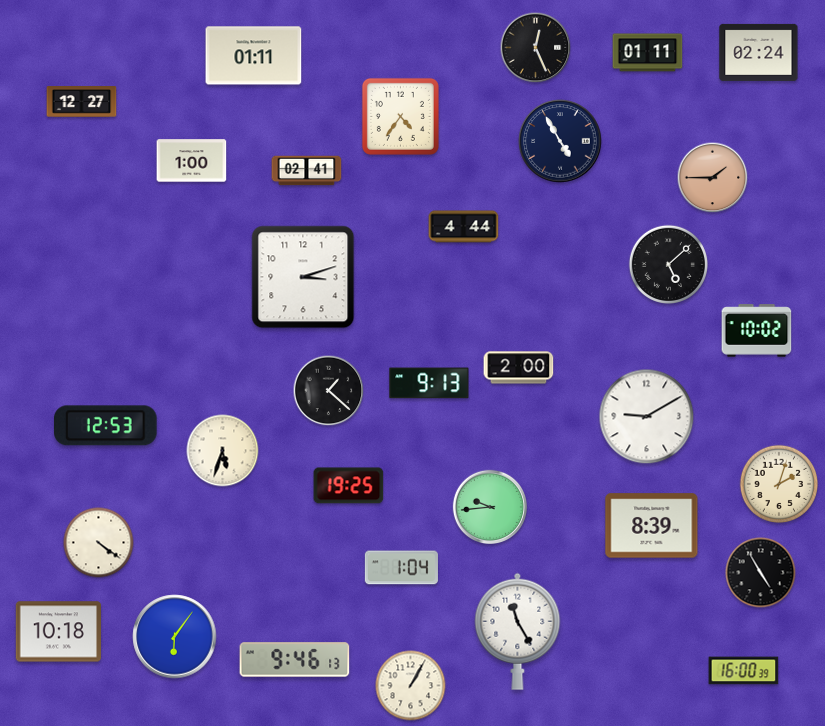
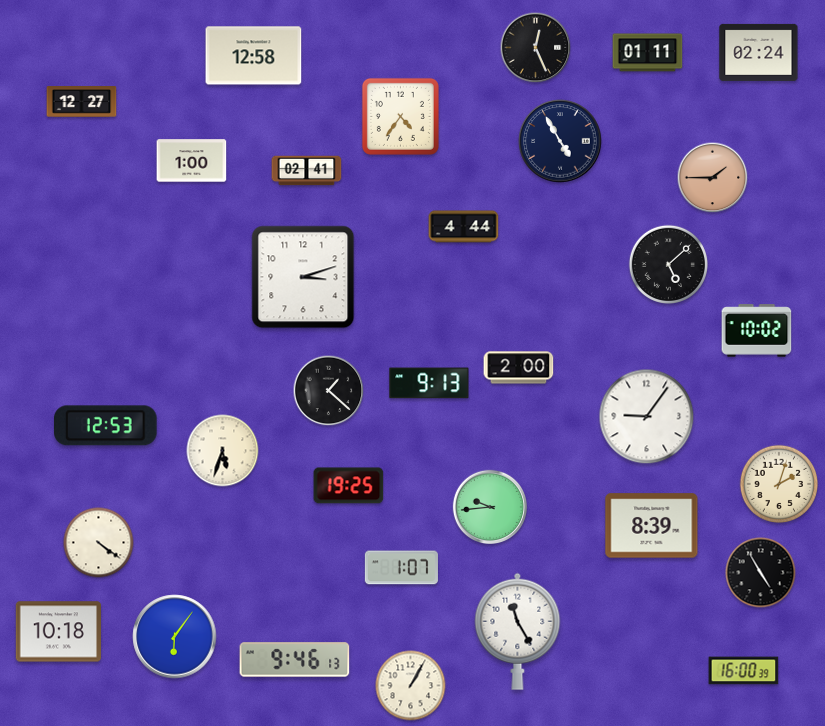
clock at (254, 56): 01:11 -> 12:58
clock at (647, 417): 9:10 -> 9:06
clock at (401, 568): 1:04 -> 1:07
